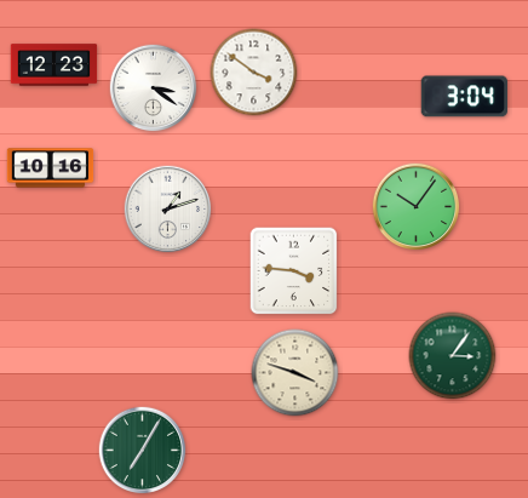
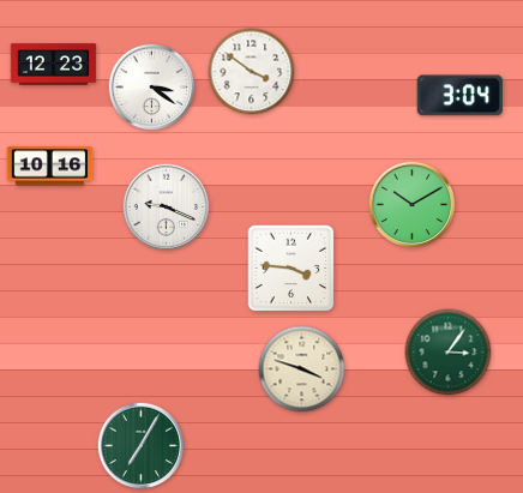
clock at (417, 207): 10:06 -> 10:10
clock at (168, 210): 1:12 -> 9:19
clock at (295, 373) position: (295, 373) -> (302, 369)
